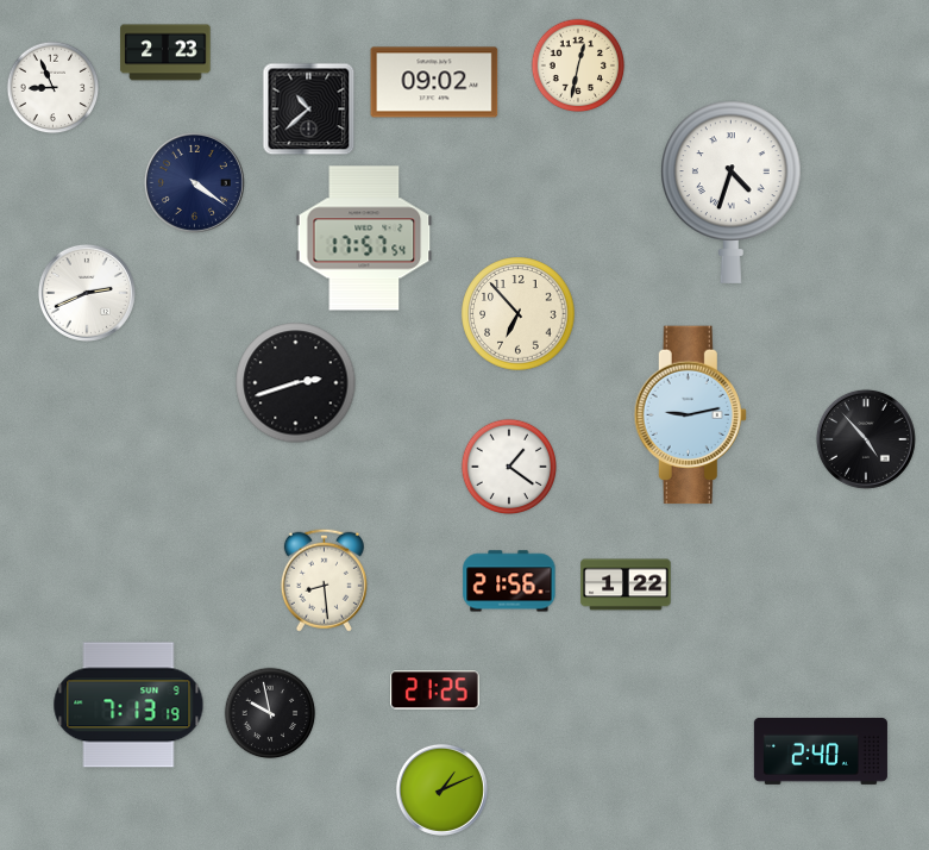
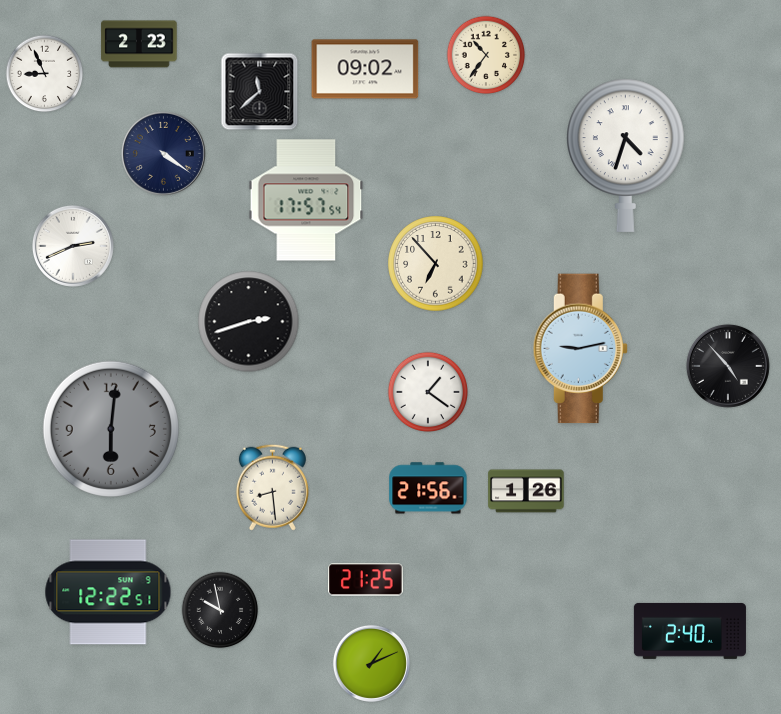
clock at (578, 65): 12:32 -> 10:36
clock at (309, 110): 10:38 -> 11:38
clock at (732, 192) position: (732, 192) -> (626, 155)
clock at (866, 439) position: (866, 439) -> (728, 366)
clock at (111, 429): none -> 6:01
clock at (626, 585): 1:22 -> 1:26
clock at (128, 705): 7:13 -> 12:22
clock at (270, 713) position: (270, 713) -> (220, 610)
